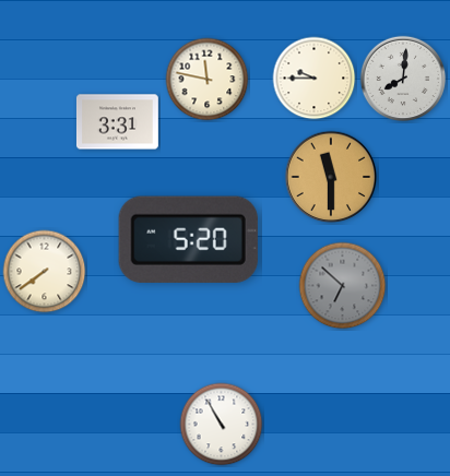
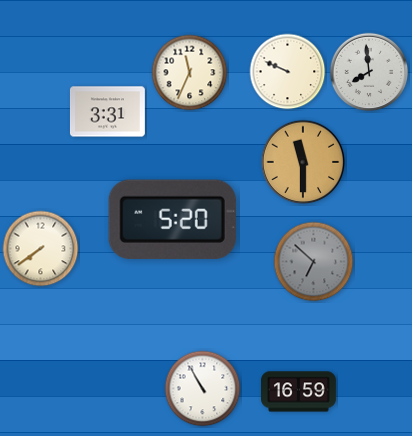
clock at (315, 79): 9:45 -> 9:49
clock at (403, 79): 8:01 -> 7:59
clock at (208, 80): 11:47 -> 11:34
clock at (299, 392): none -> 16:59
